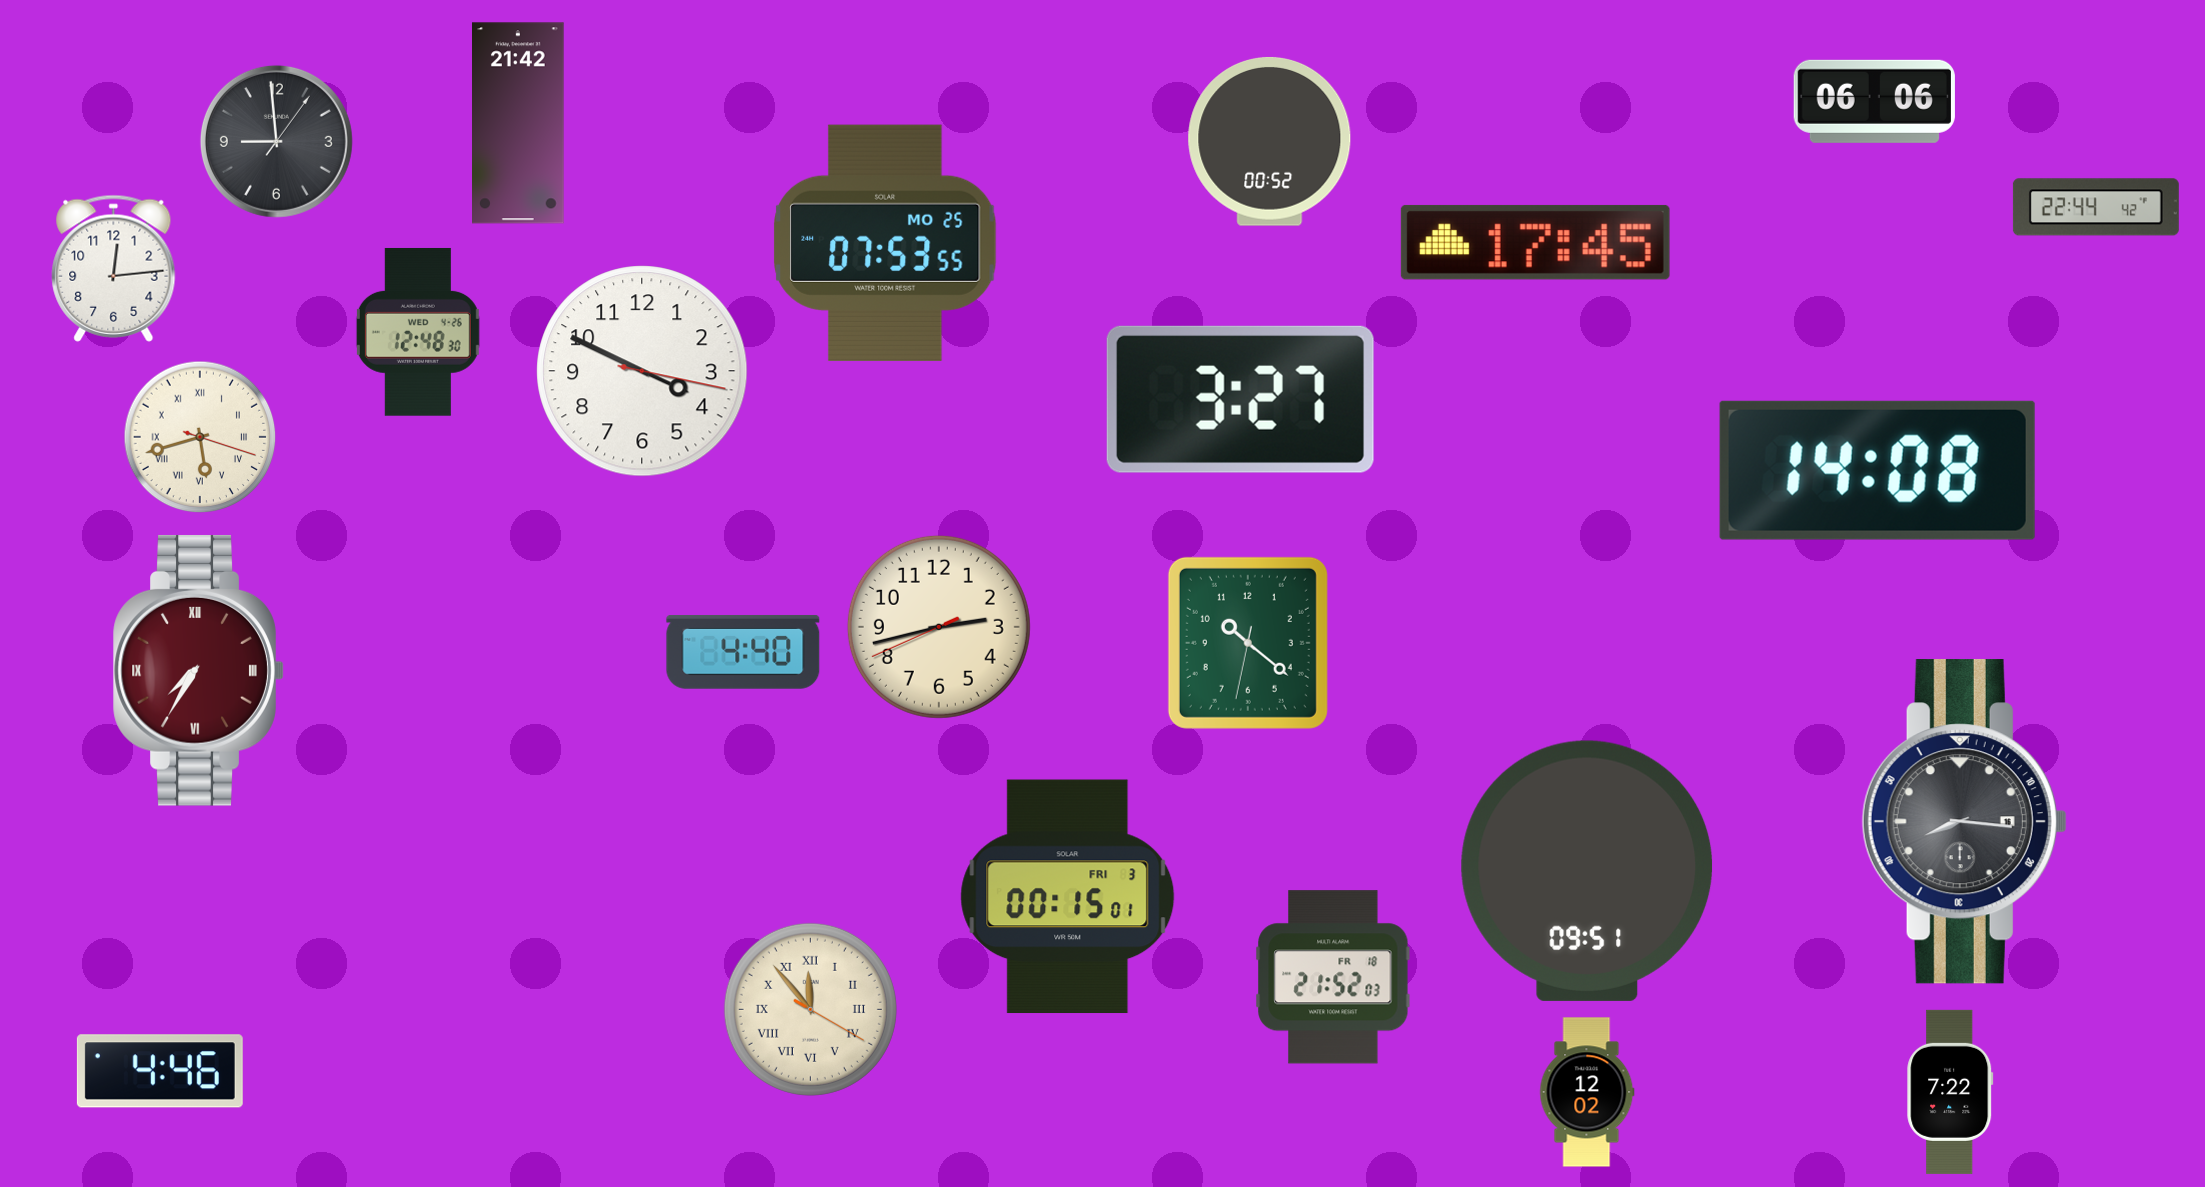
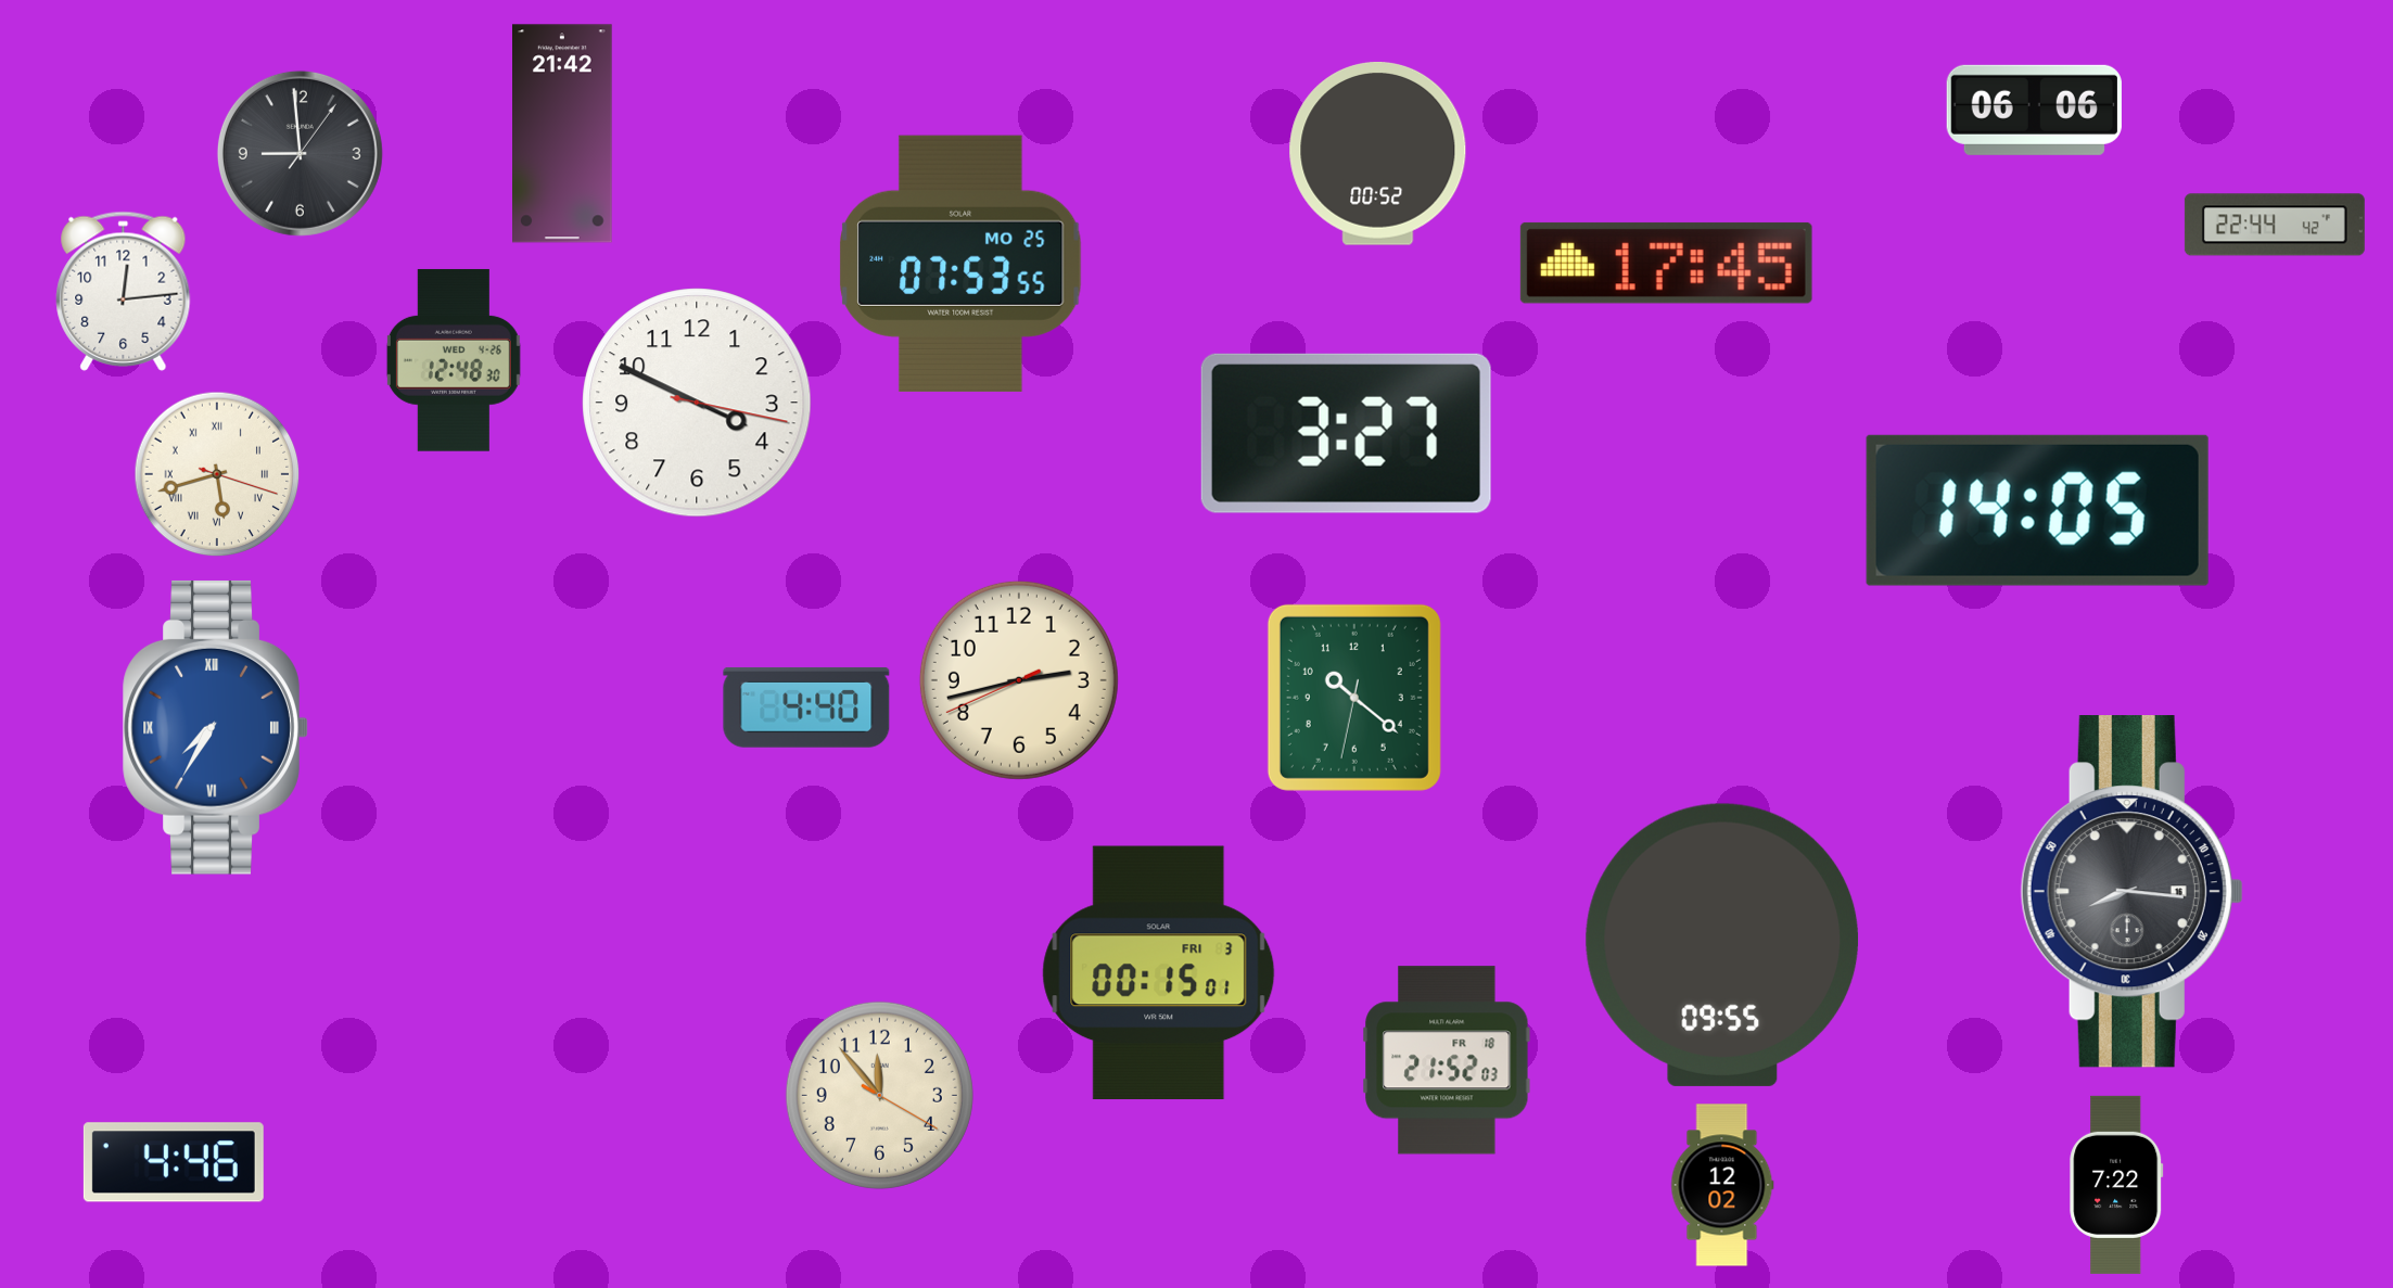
clock at (1877, 470): 14:08 -> 14:05
clock at (198, 670) dial: burgundy -> blue
clock at (1587, 871): 09:51 -> 09:55
clock at (810, 1009) numerals: Roman -> Arabic
